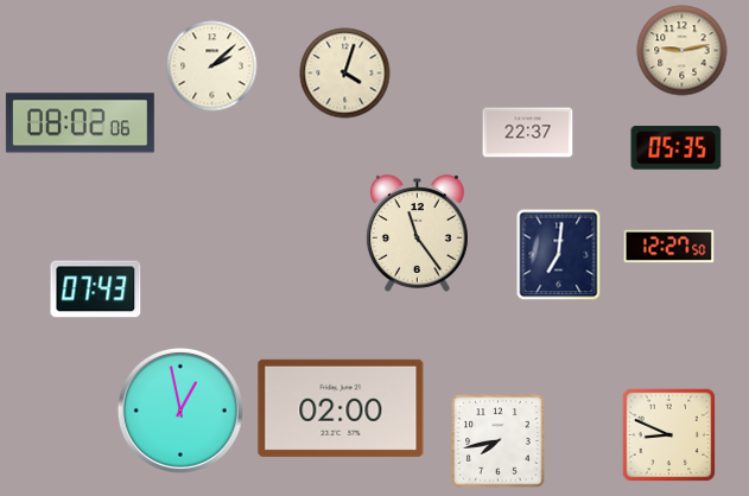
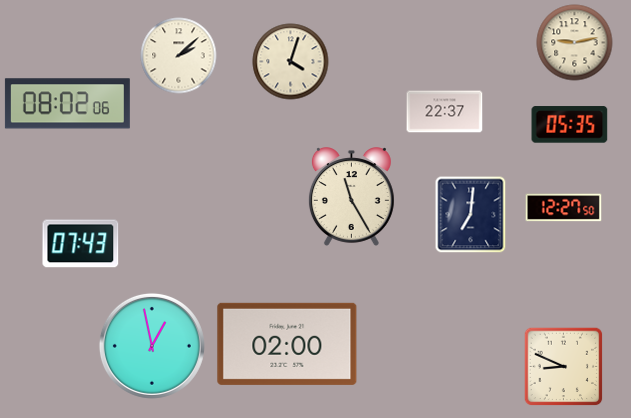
clock at (417, 234): 11:24 -> 11:25
clock at (499, 441): 7:43 -> none
